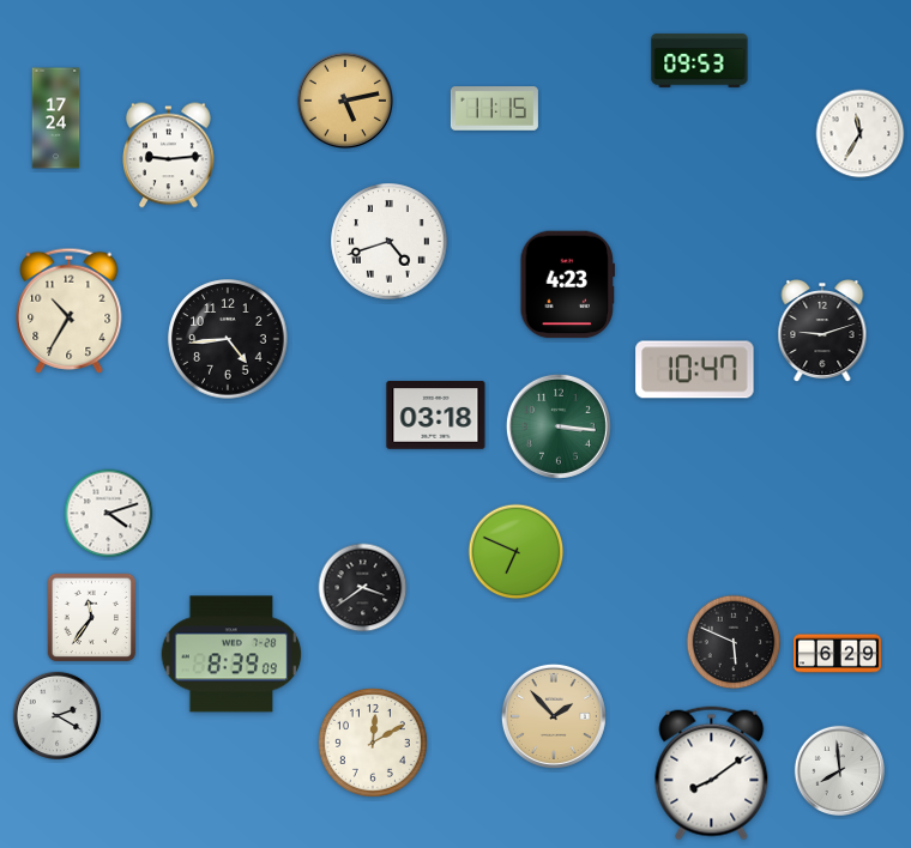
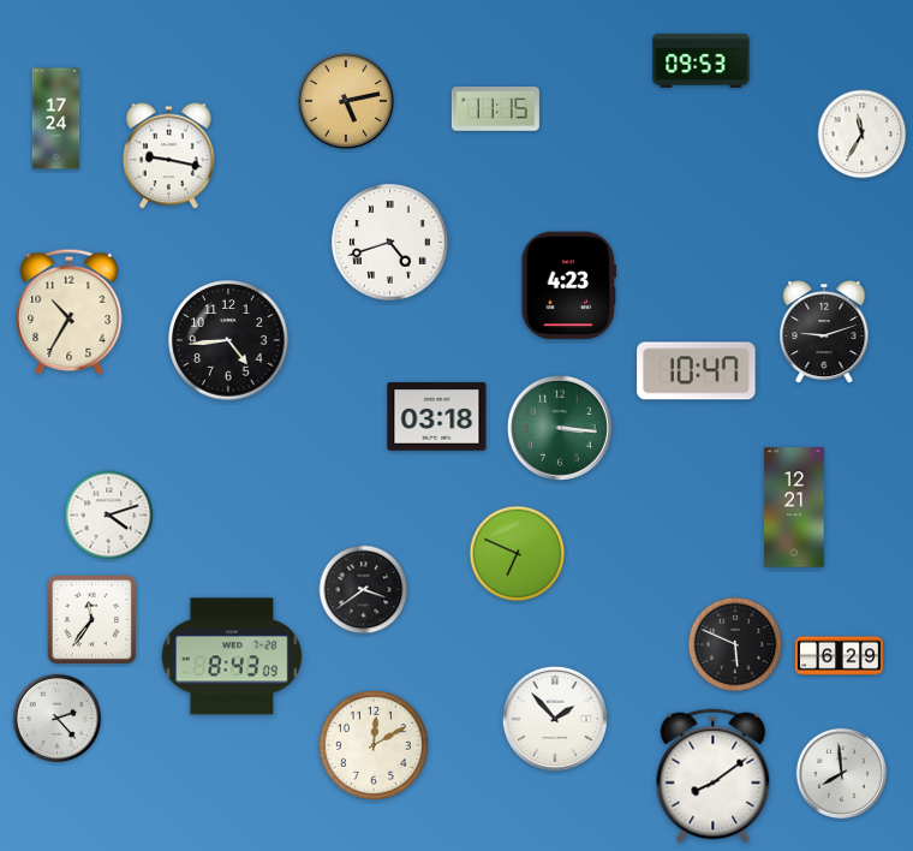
clock at (169, 156): 9:14 -> 9:17
clock at (794, 507): none -> 12:21
clock at (231, 654): 8:39 -> 8:43
clock at (56, 715): 2:20 -> 2:23
clock at (554, 716) dial: champagne -> white
